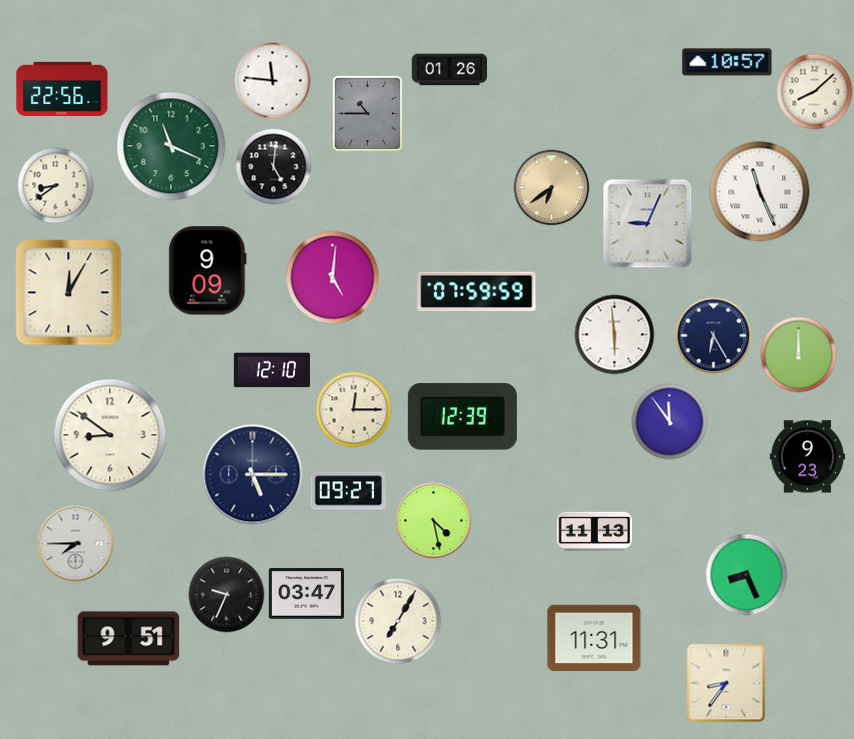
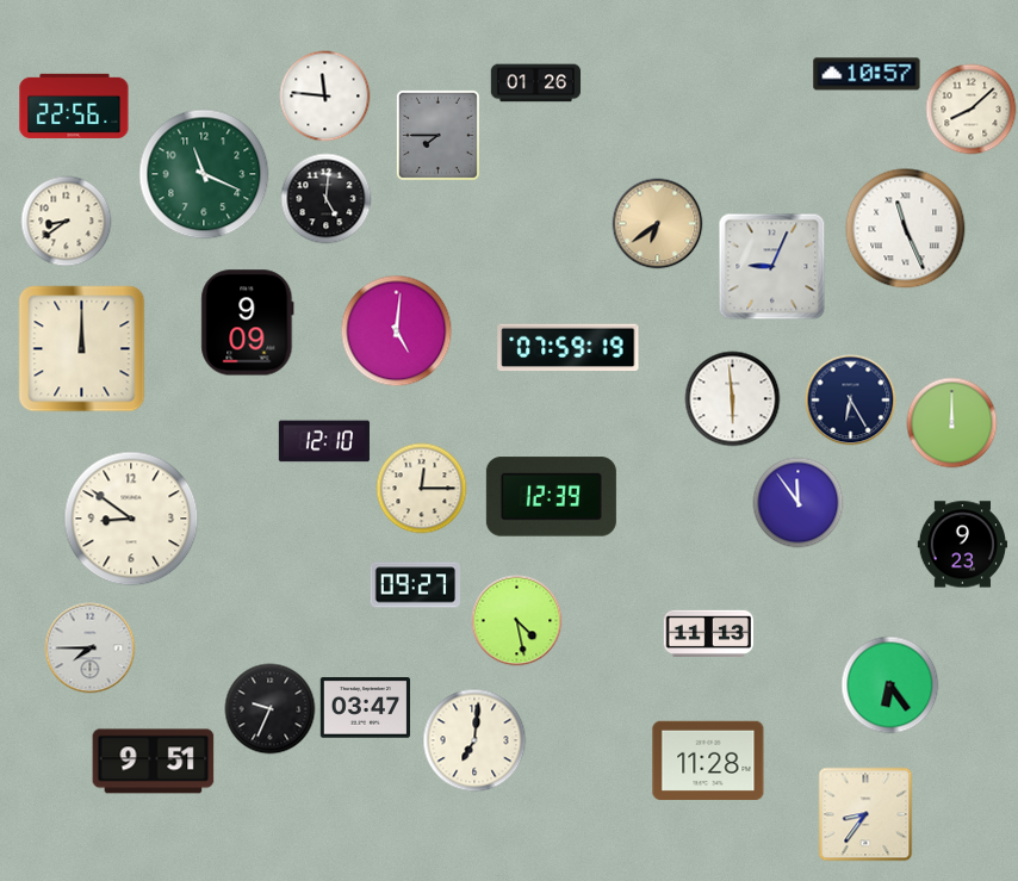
clock at (367, 113): 10:45 -> 7:45
clock at (477, 292): 07:59:59 -> 07:59:19
clock at (69, 293): 12:05 -> 12:00
clock at (253, 475): 5:15 -> none
clock at (747, 575): 8:26 -> 6:24
clock at (398, 621): 7:05 -> 7:01
clock at (594, 637): 11:31 -> 11:28
